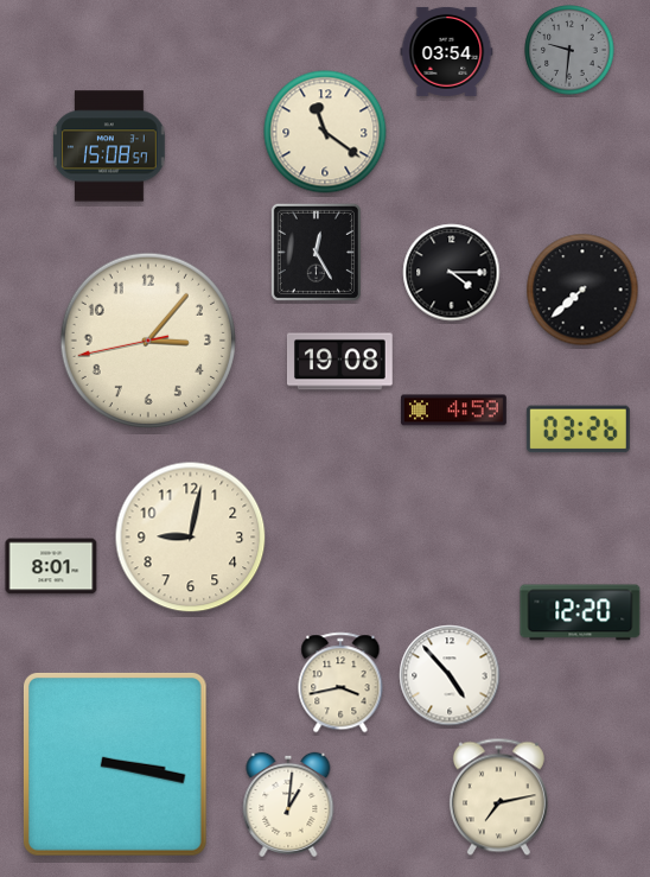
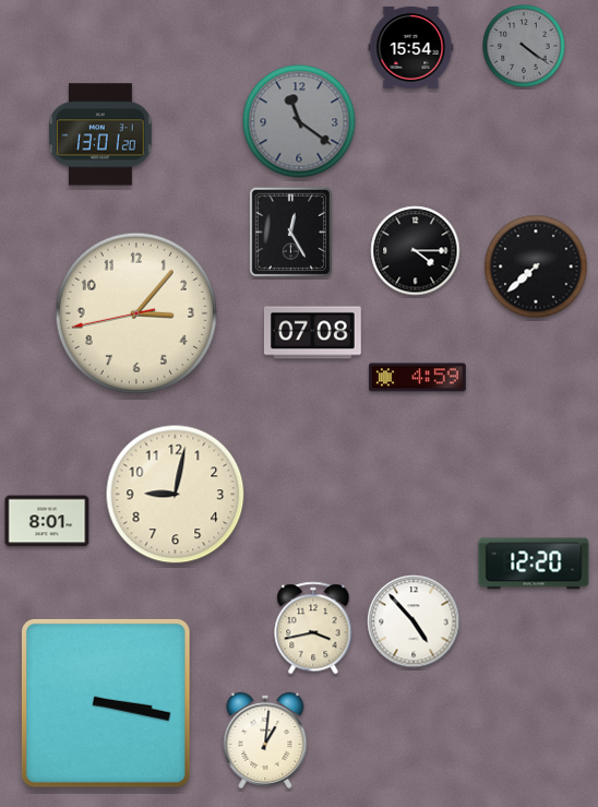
clock at (569, 50): 9:31 -> 4:21
clock at (447, 51): 03:54 -> 15:54
clock at (325, 132) dial: cream -> grey
clock at (110, 146): 15:08 -> 13:01
clock at (339, 362): 19:08 -> 07:08
clock at (578, 430): 03:26 -> none
clock at (498, 797): 7:13 -> none
